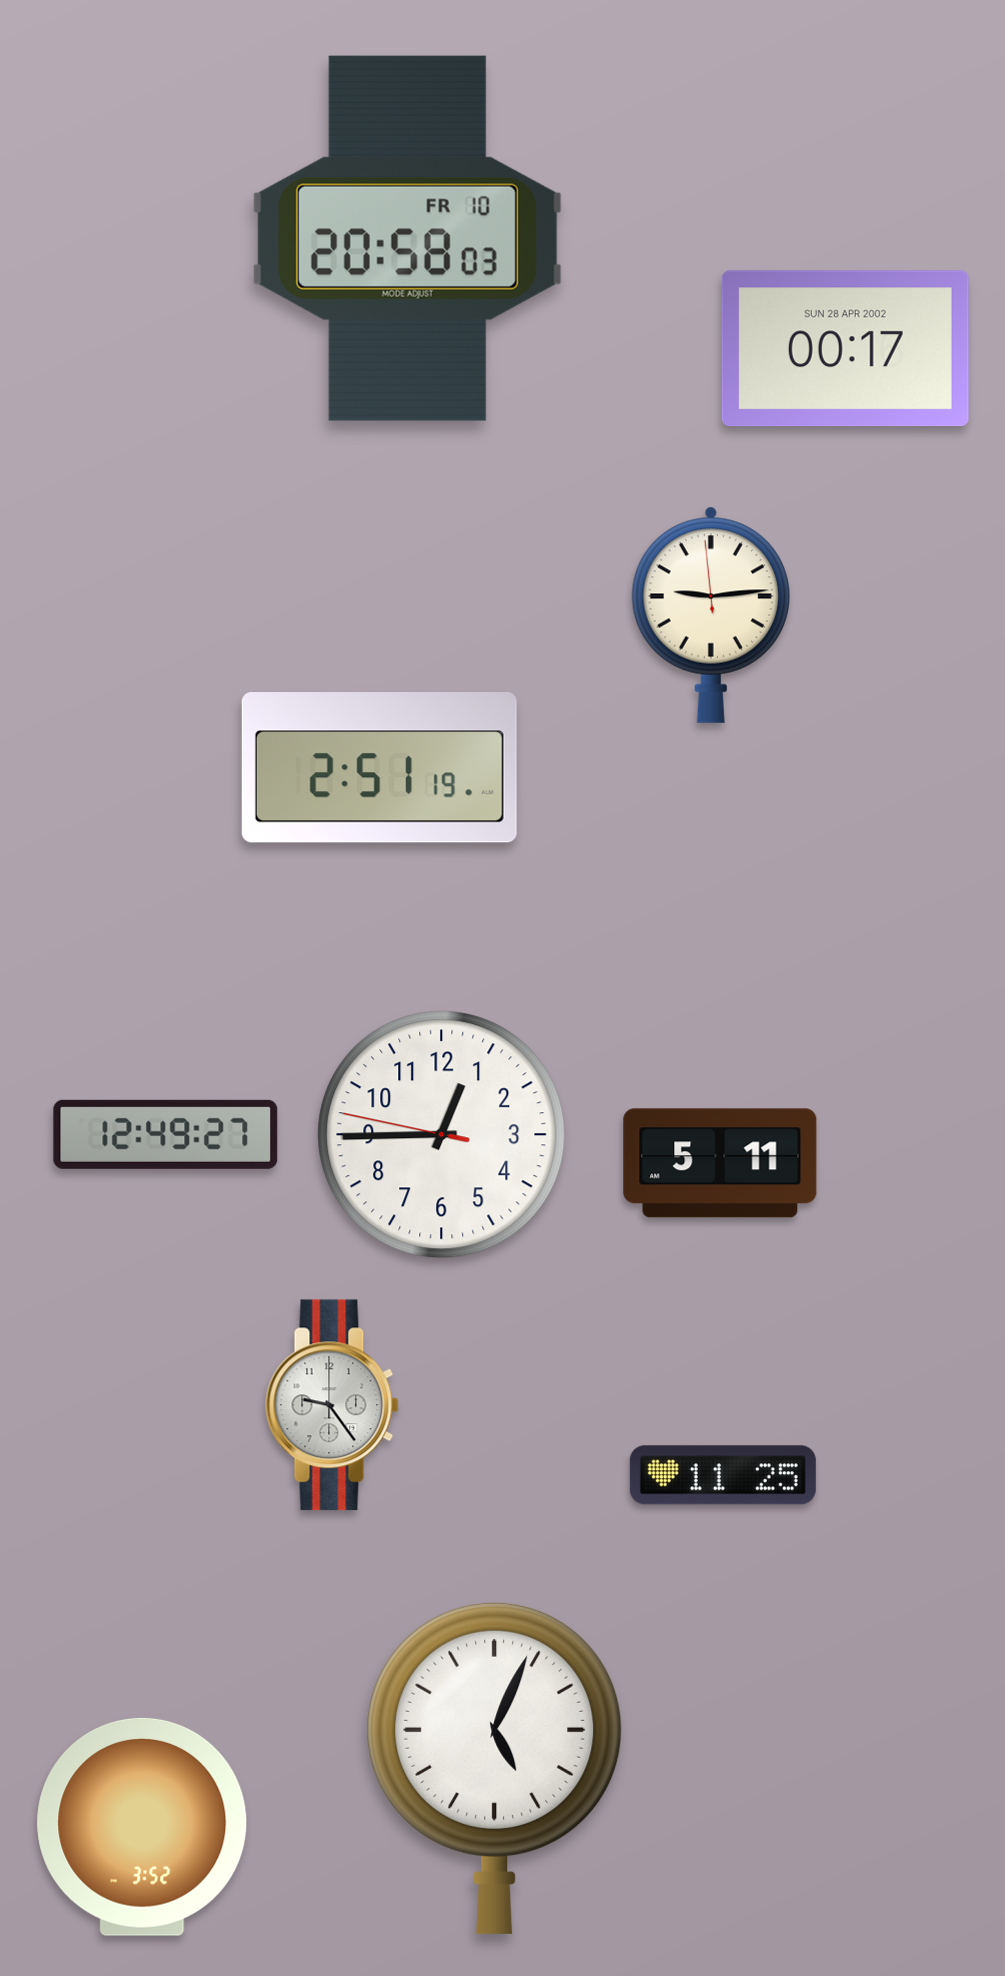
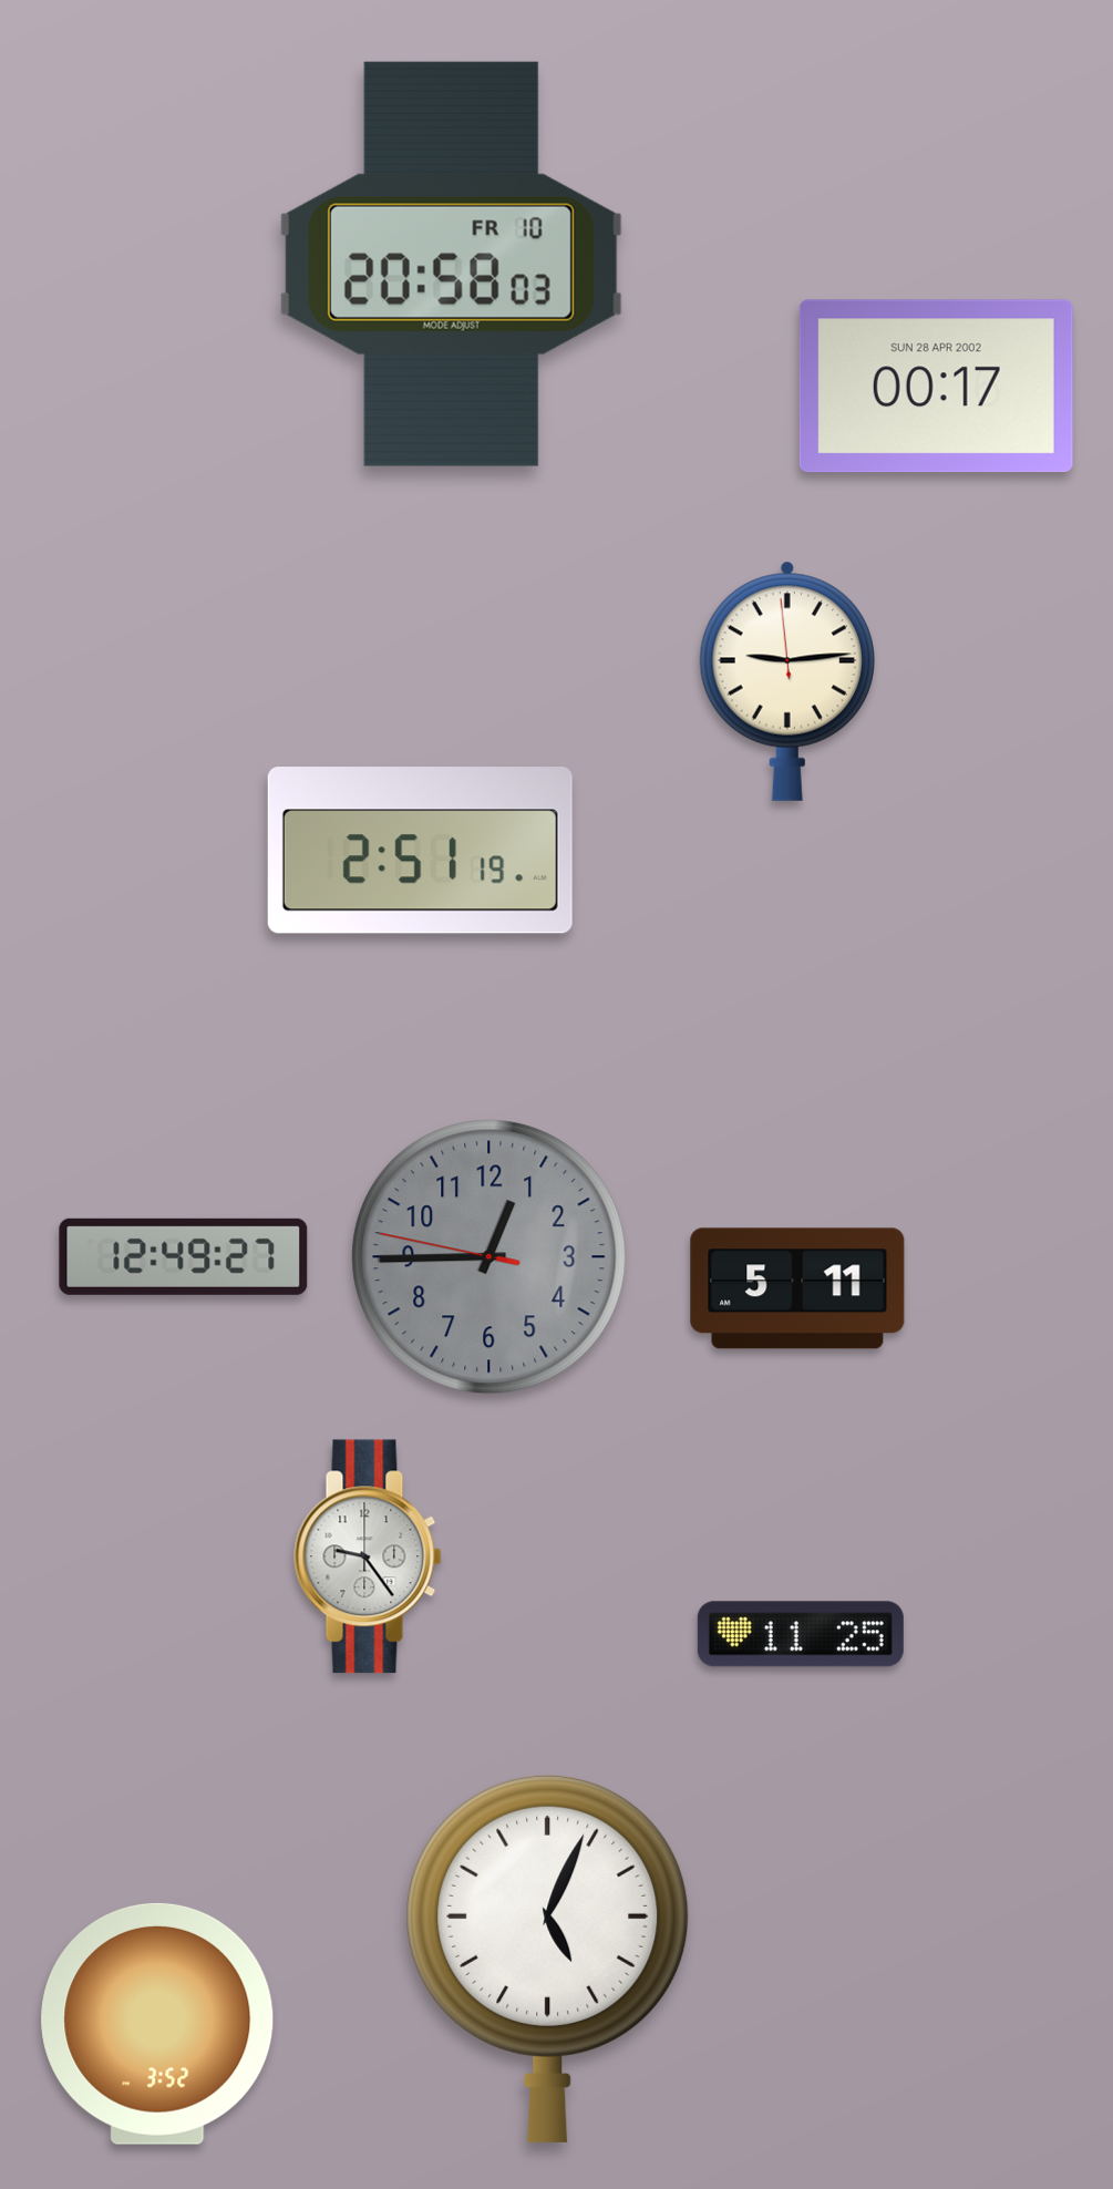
clock at (442, 1135) dial: white -> grey
